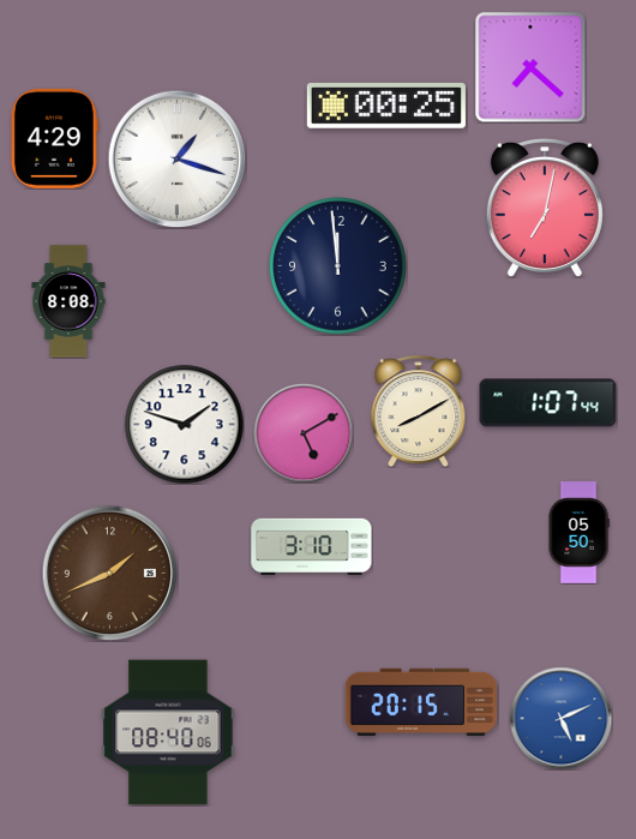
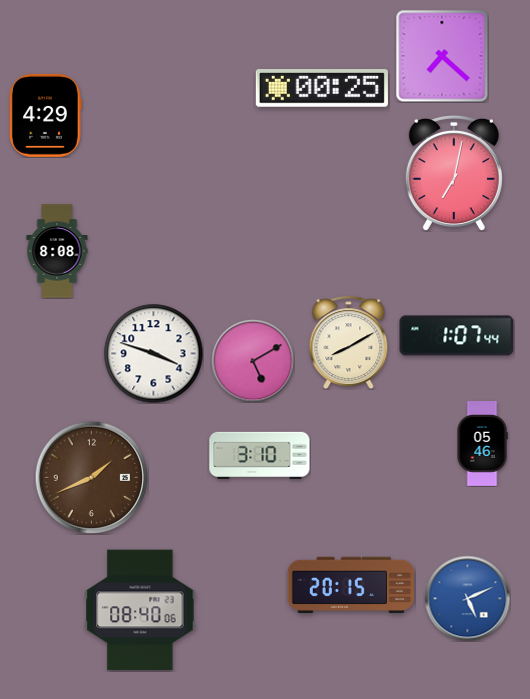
clock at (176, 158): 1:18 -> none
clock at (337, 265): 11:59 -> none
clock at (185, 425): 1:48 -> 3:48
clock at (578, 533): 05:50 -> 05:46
